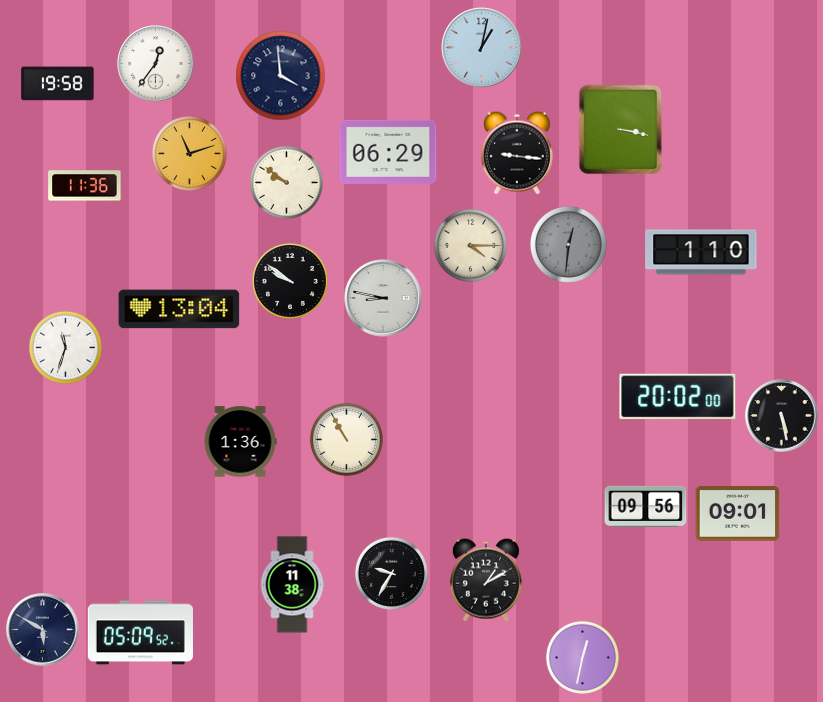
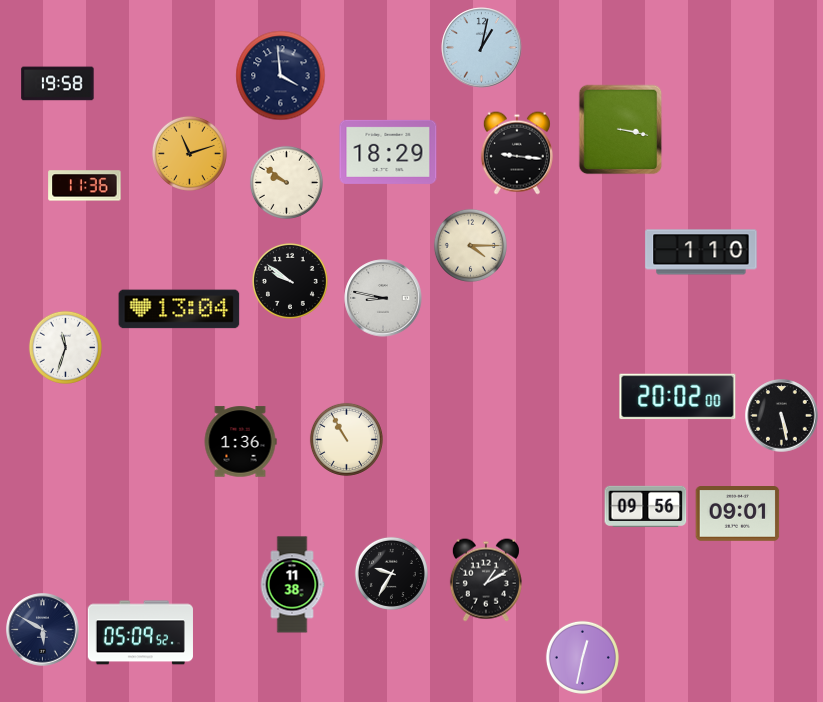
clock at (156, 64): 12:36 -> none
clock at (388, 152): 06:29 -> 18:29
clock at (568, 244): 12:31 -> none
